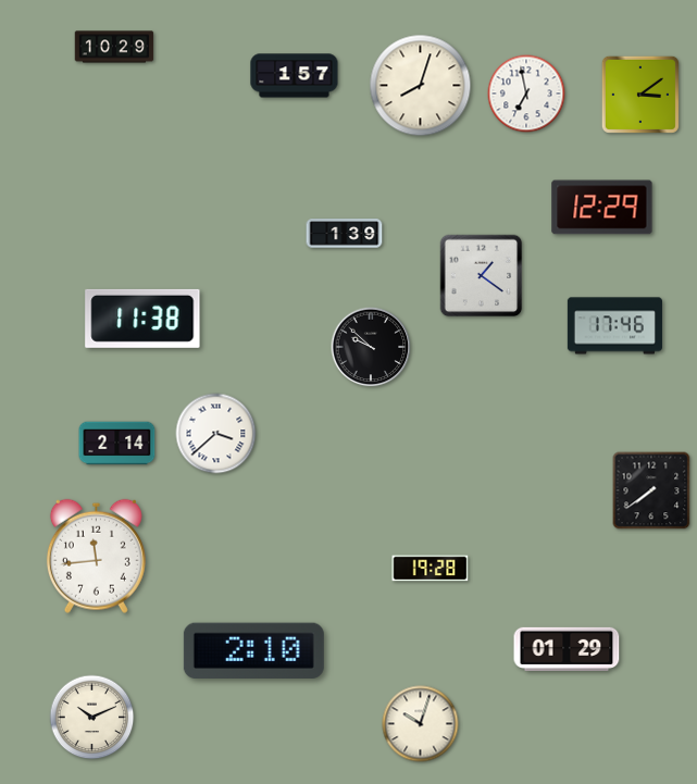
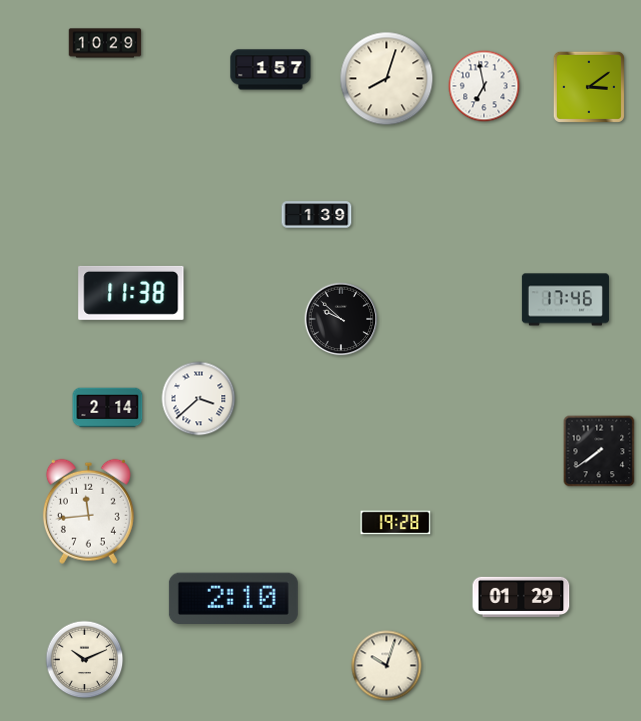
clock at (602, 208): 12:29 -> none
clock at (482, 276): 1:21 -> none
